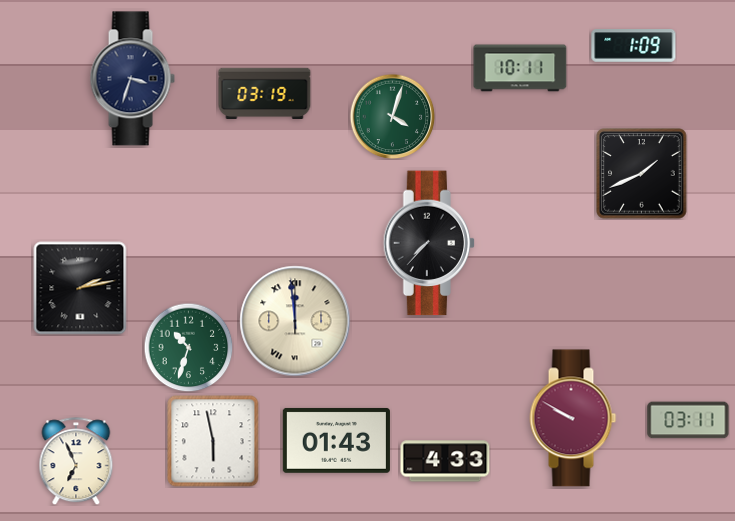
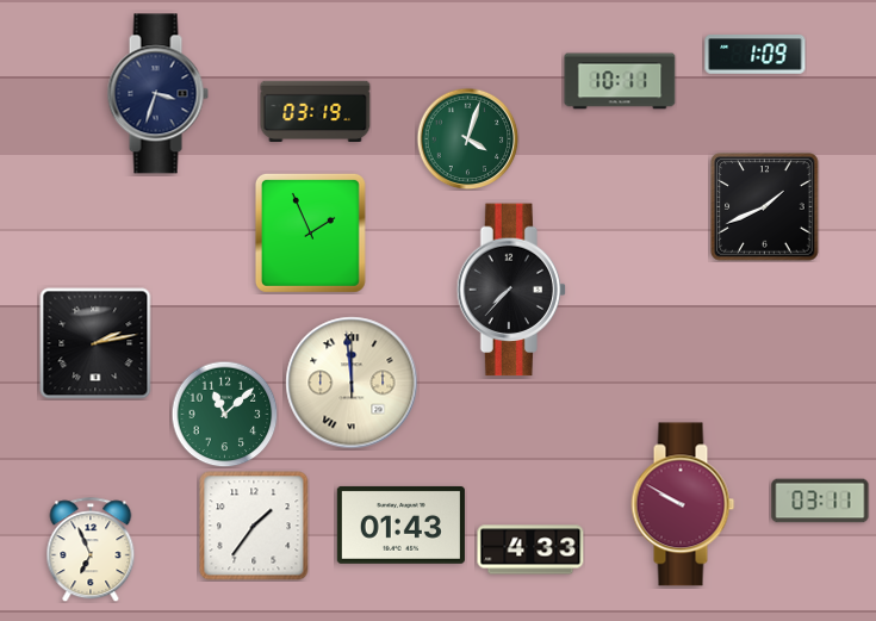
clock at (310, 232): none -> 1:56
clock at (188, 347): 10:33 -> 11:08
clock at (573, 418) position: (573, 418) -> (683, 504)
clock at (213, 441): 5:58 -> 1:36
